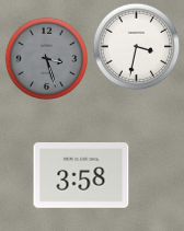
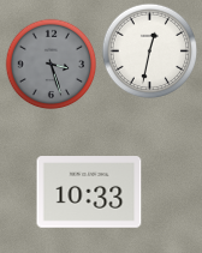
clock at (137, 47): 3:32 -> 12:32
clock at (81, 175): 3:58 -> 10:33
